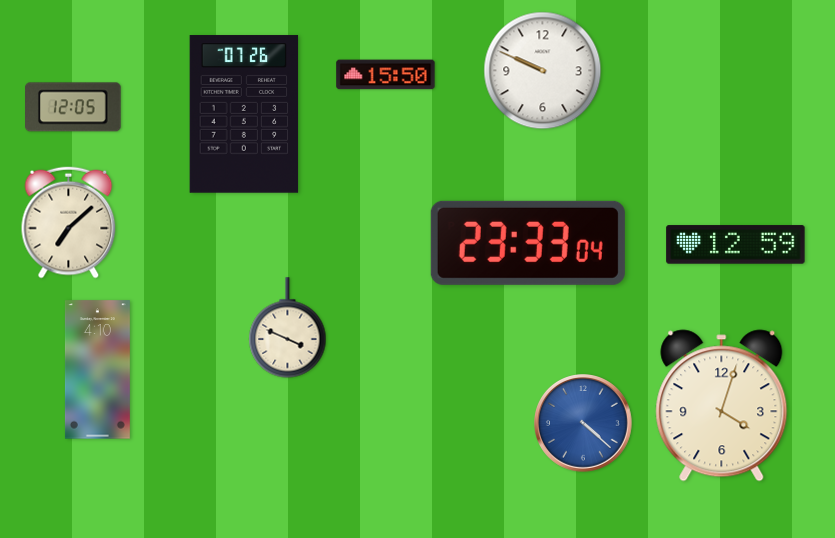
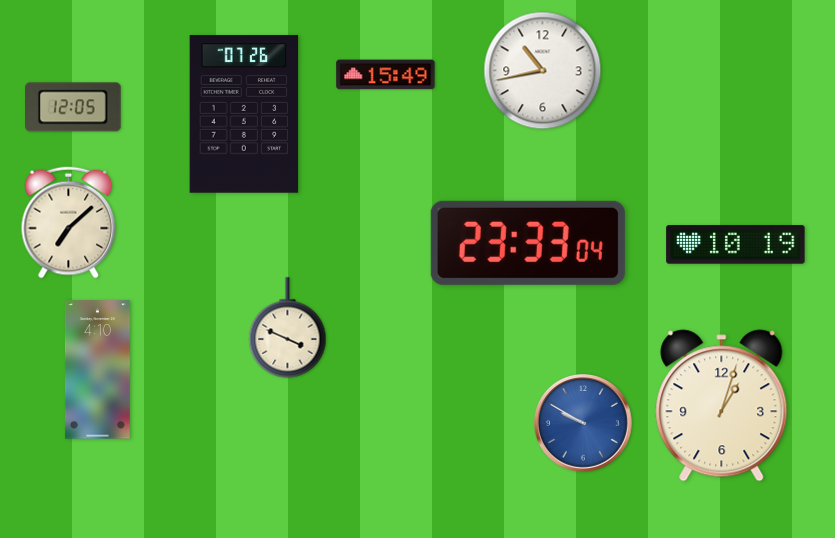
clock at (543, 71): 9:49 -> 10:43
clock at (386, 75): 15:50 -> 15:49
clock at (736, 245): 12:59 -> 10:19
clock at (722, 406): 4:03 -> 1:03
clock at (584, 424): 4:22 -> 9:50
